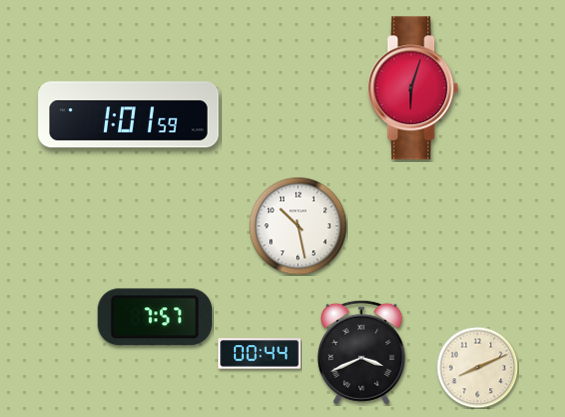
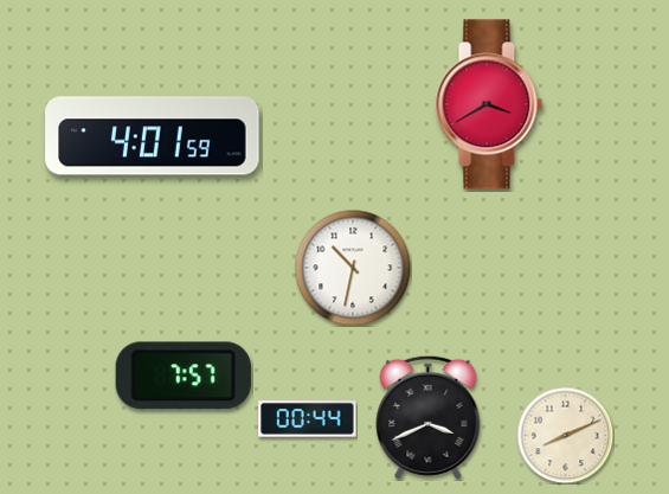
clock at (413, 88): 6:03 -> 3:40
clock at (129, 115): 1:01 -> 4:01
clock at (298, 226): 10:28 -> 10:32
